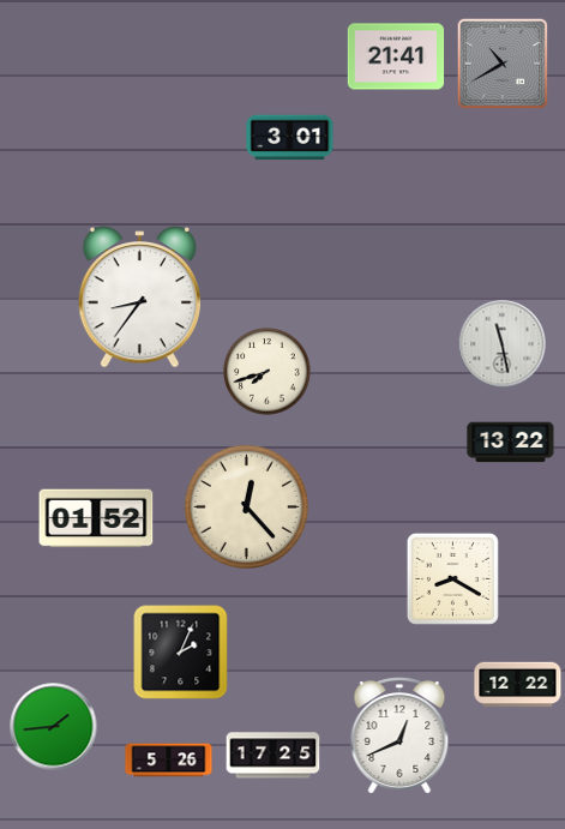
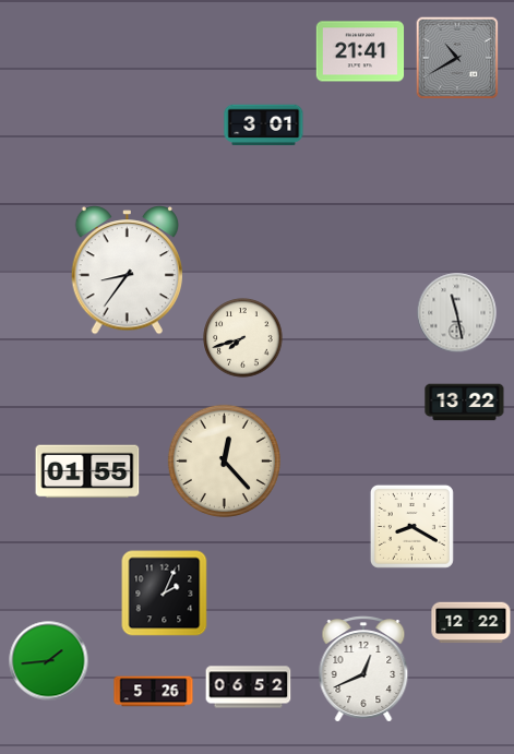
clock at (96, 518): 01:52 -> 01:55
clock at (274, 756): 17:25 -> 06:52
